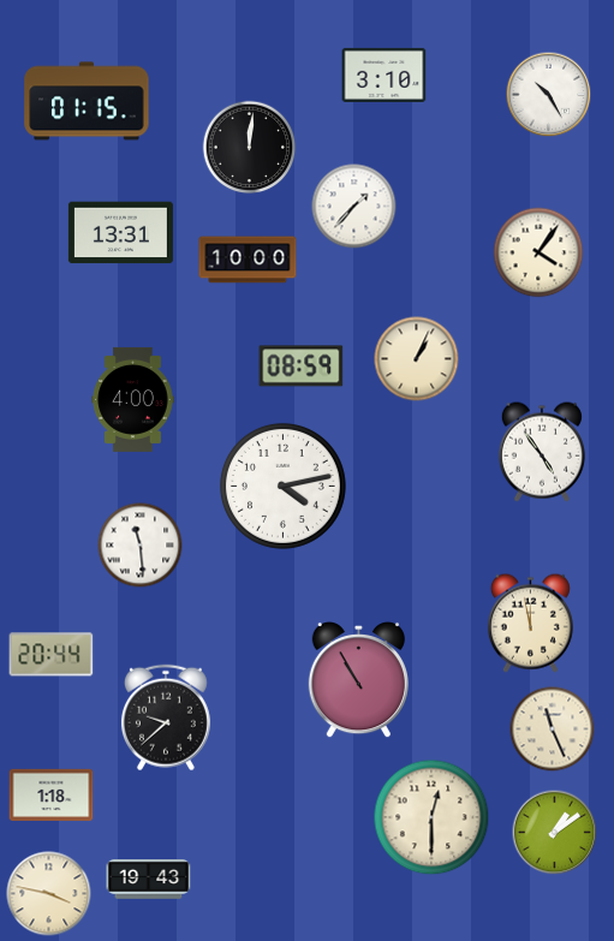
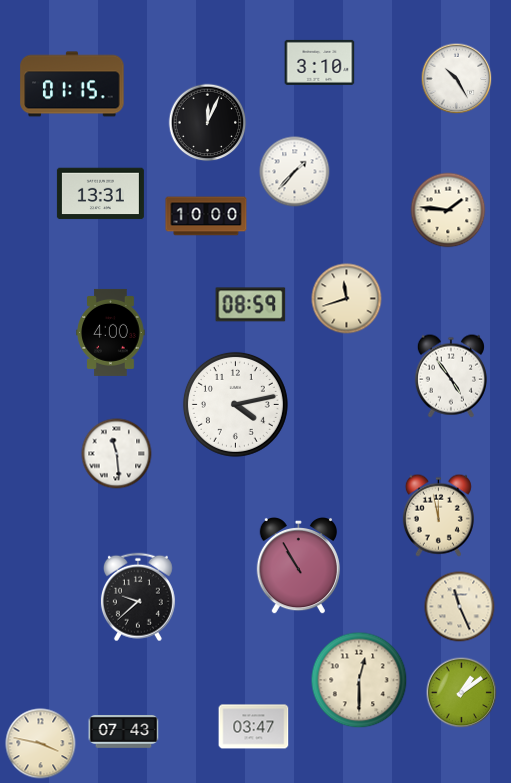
clock at (250, 148): 12:01 -> 12:04
clock at (538, 252): 4:06 -> 1:46
clock at (417, 359): 1:04 -> 11:42
clock at (530, 623) position: (530, 623) -> (438, 515)
clock at (52, 655): 20:44 -> none
clock at (52, 794): 1:18 -> none
clock at (254, 727): none -> 03:47
clock at (149, 880): 19:43 -> 07:43
